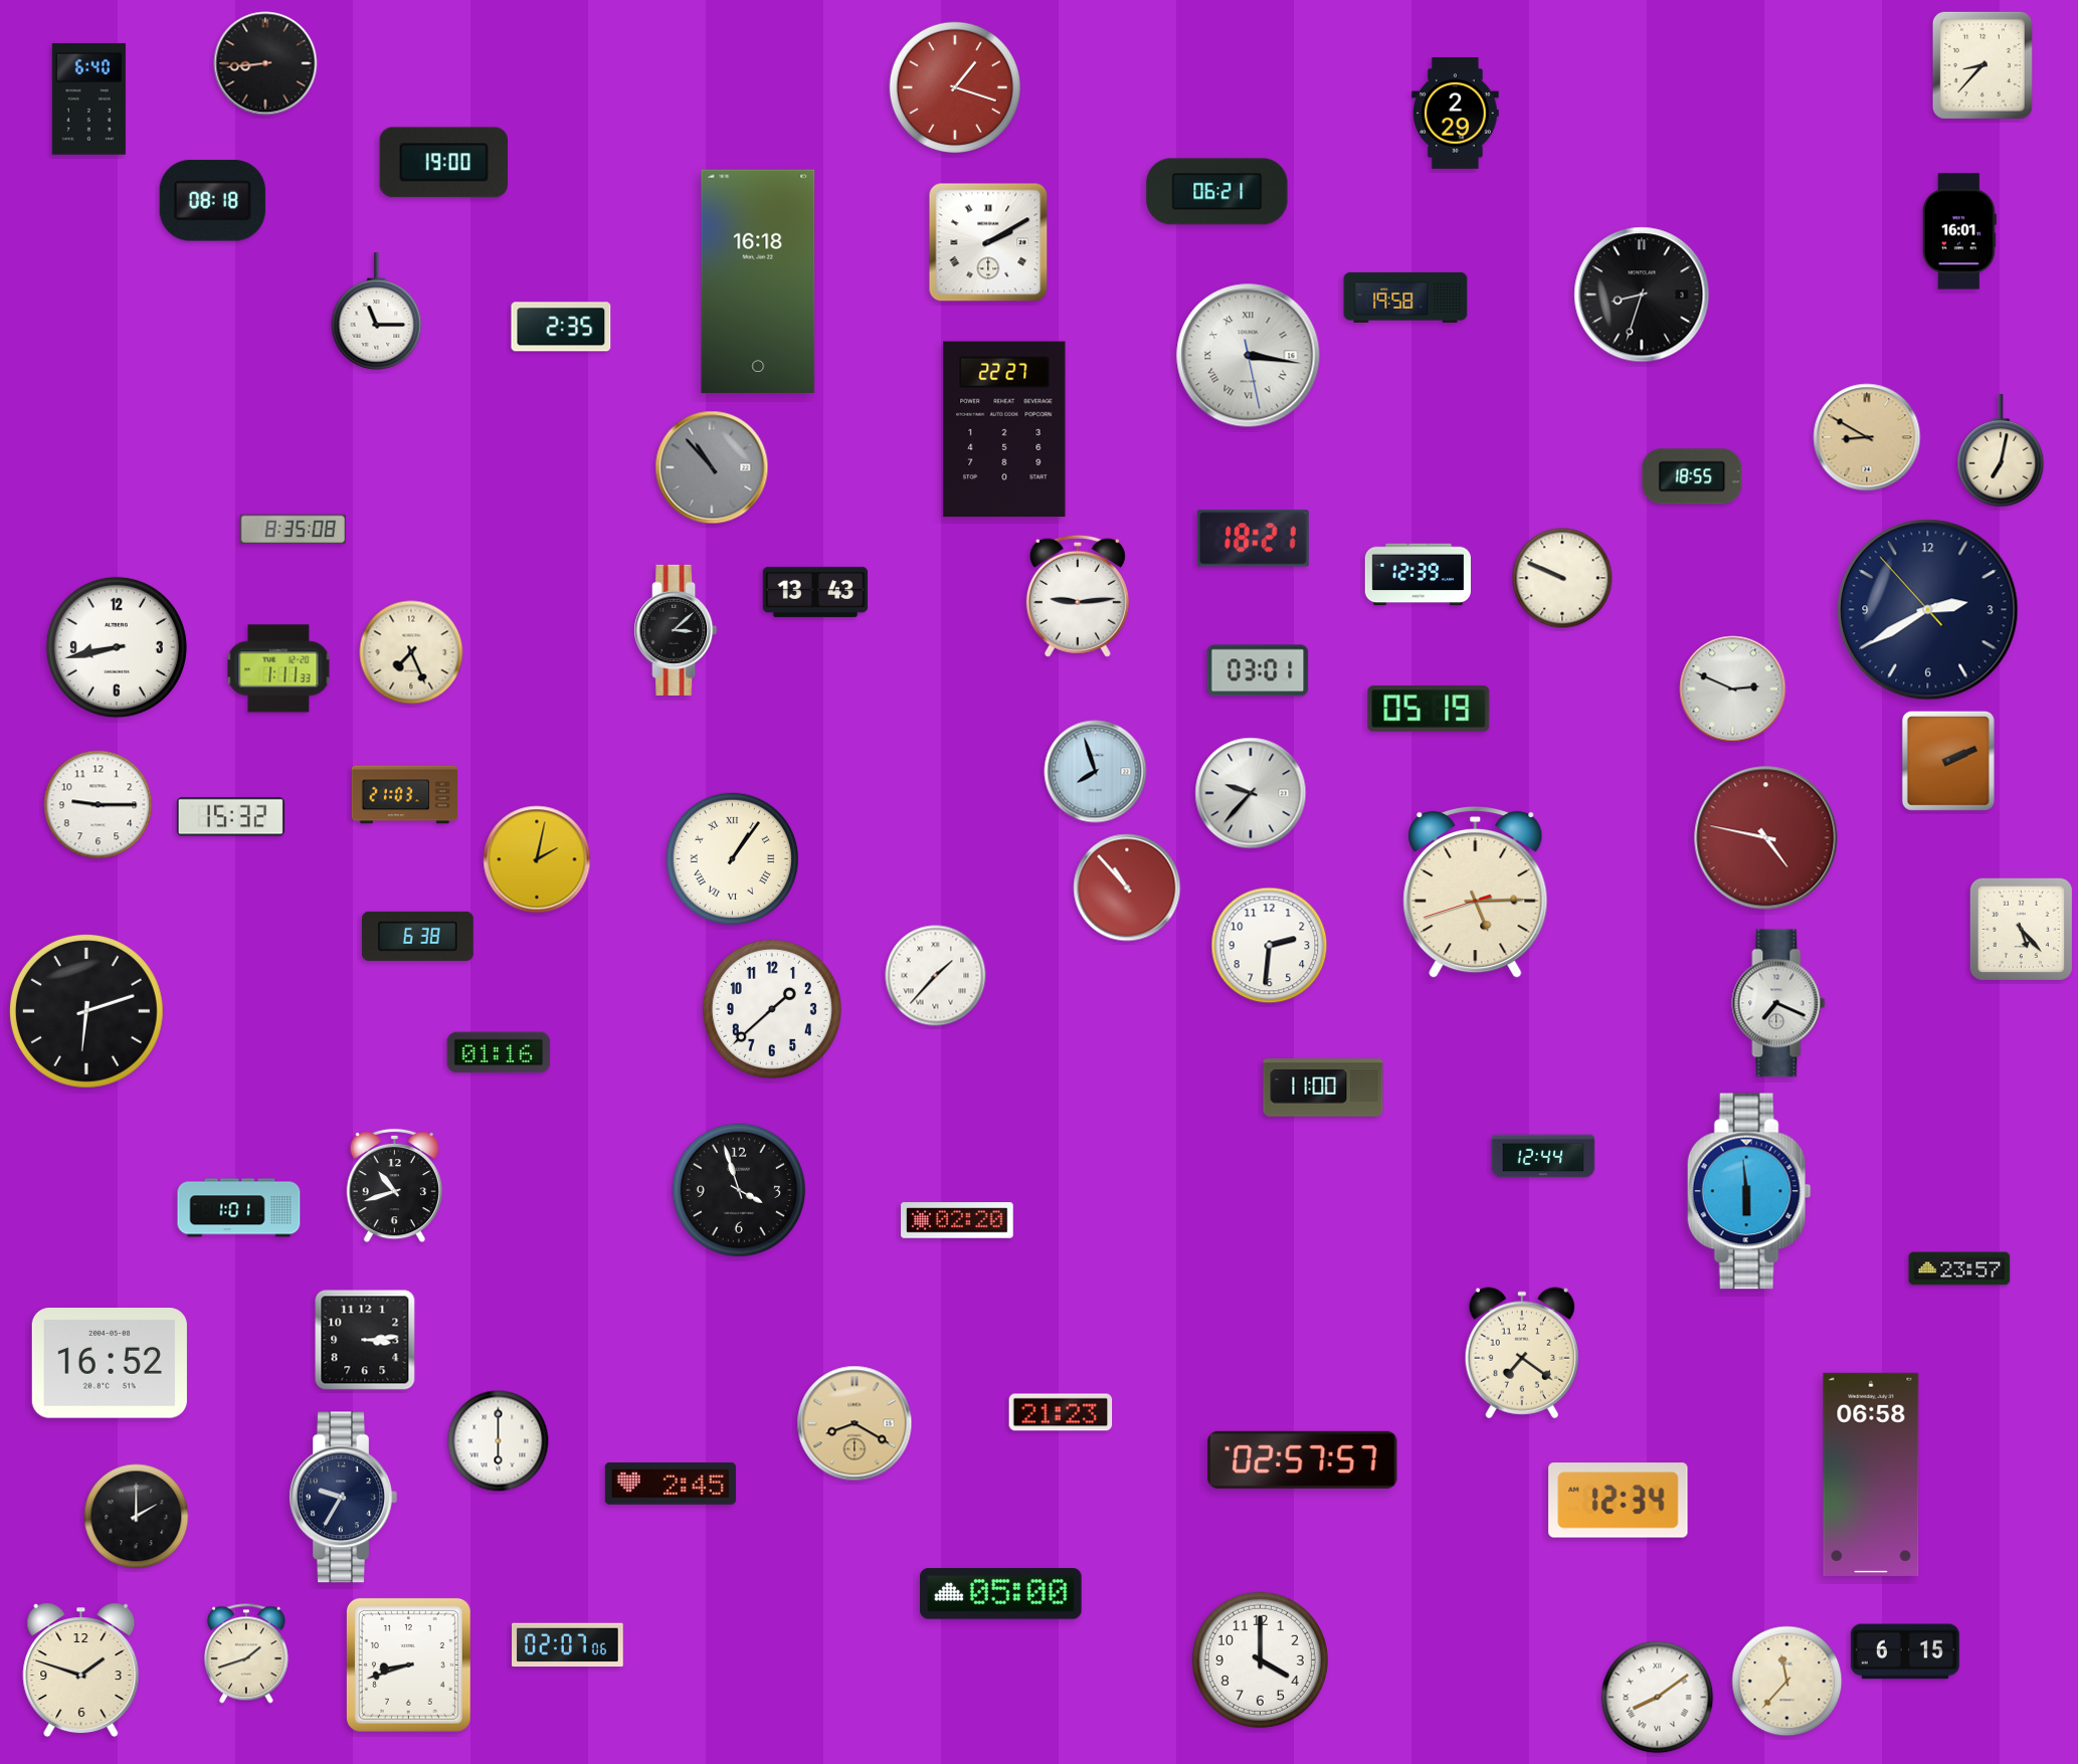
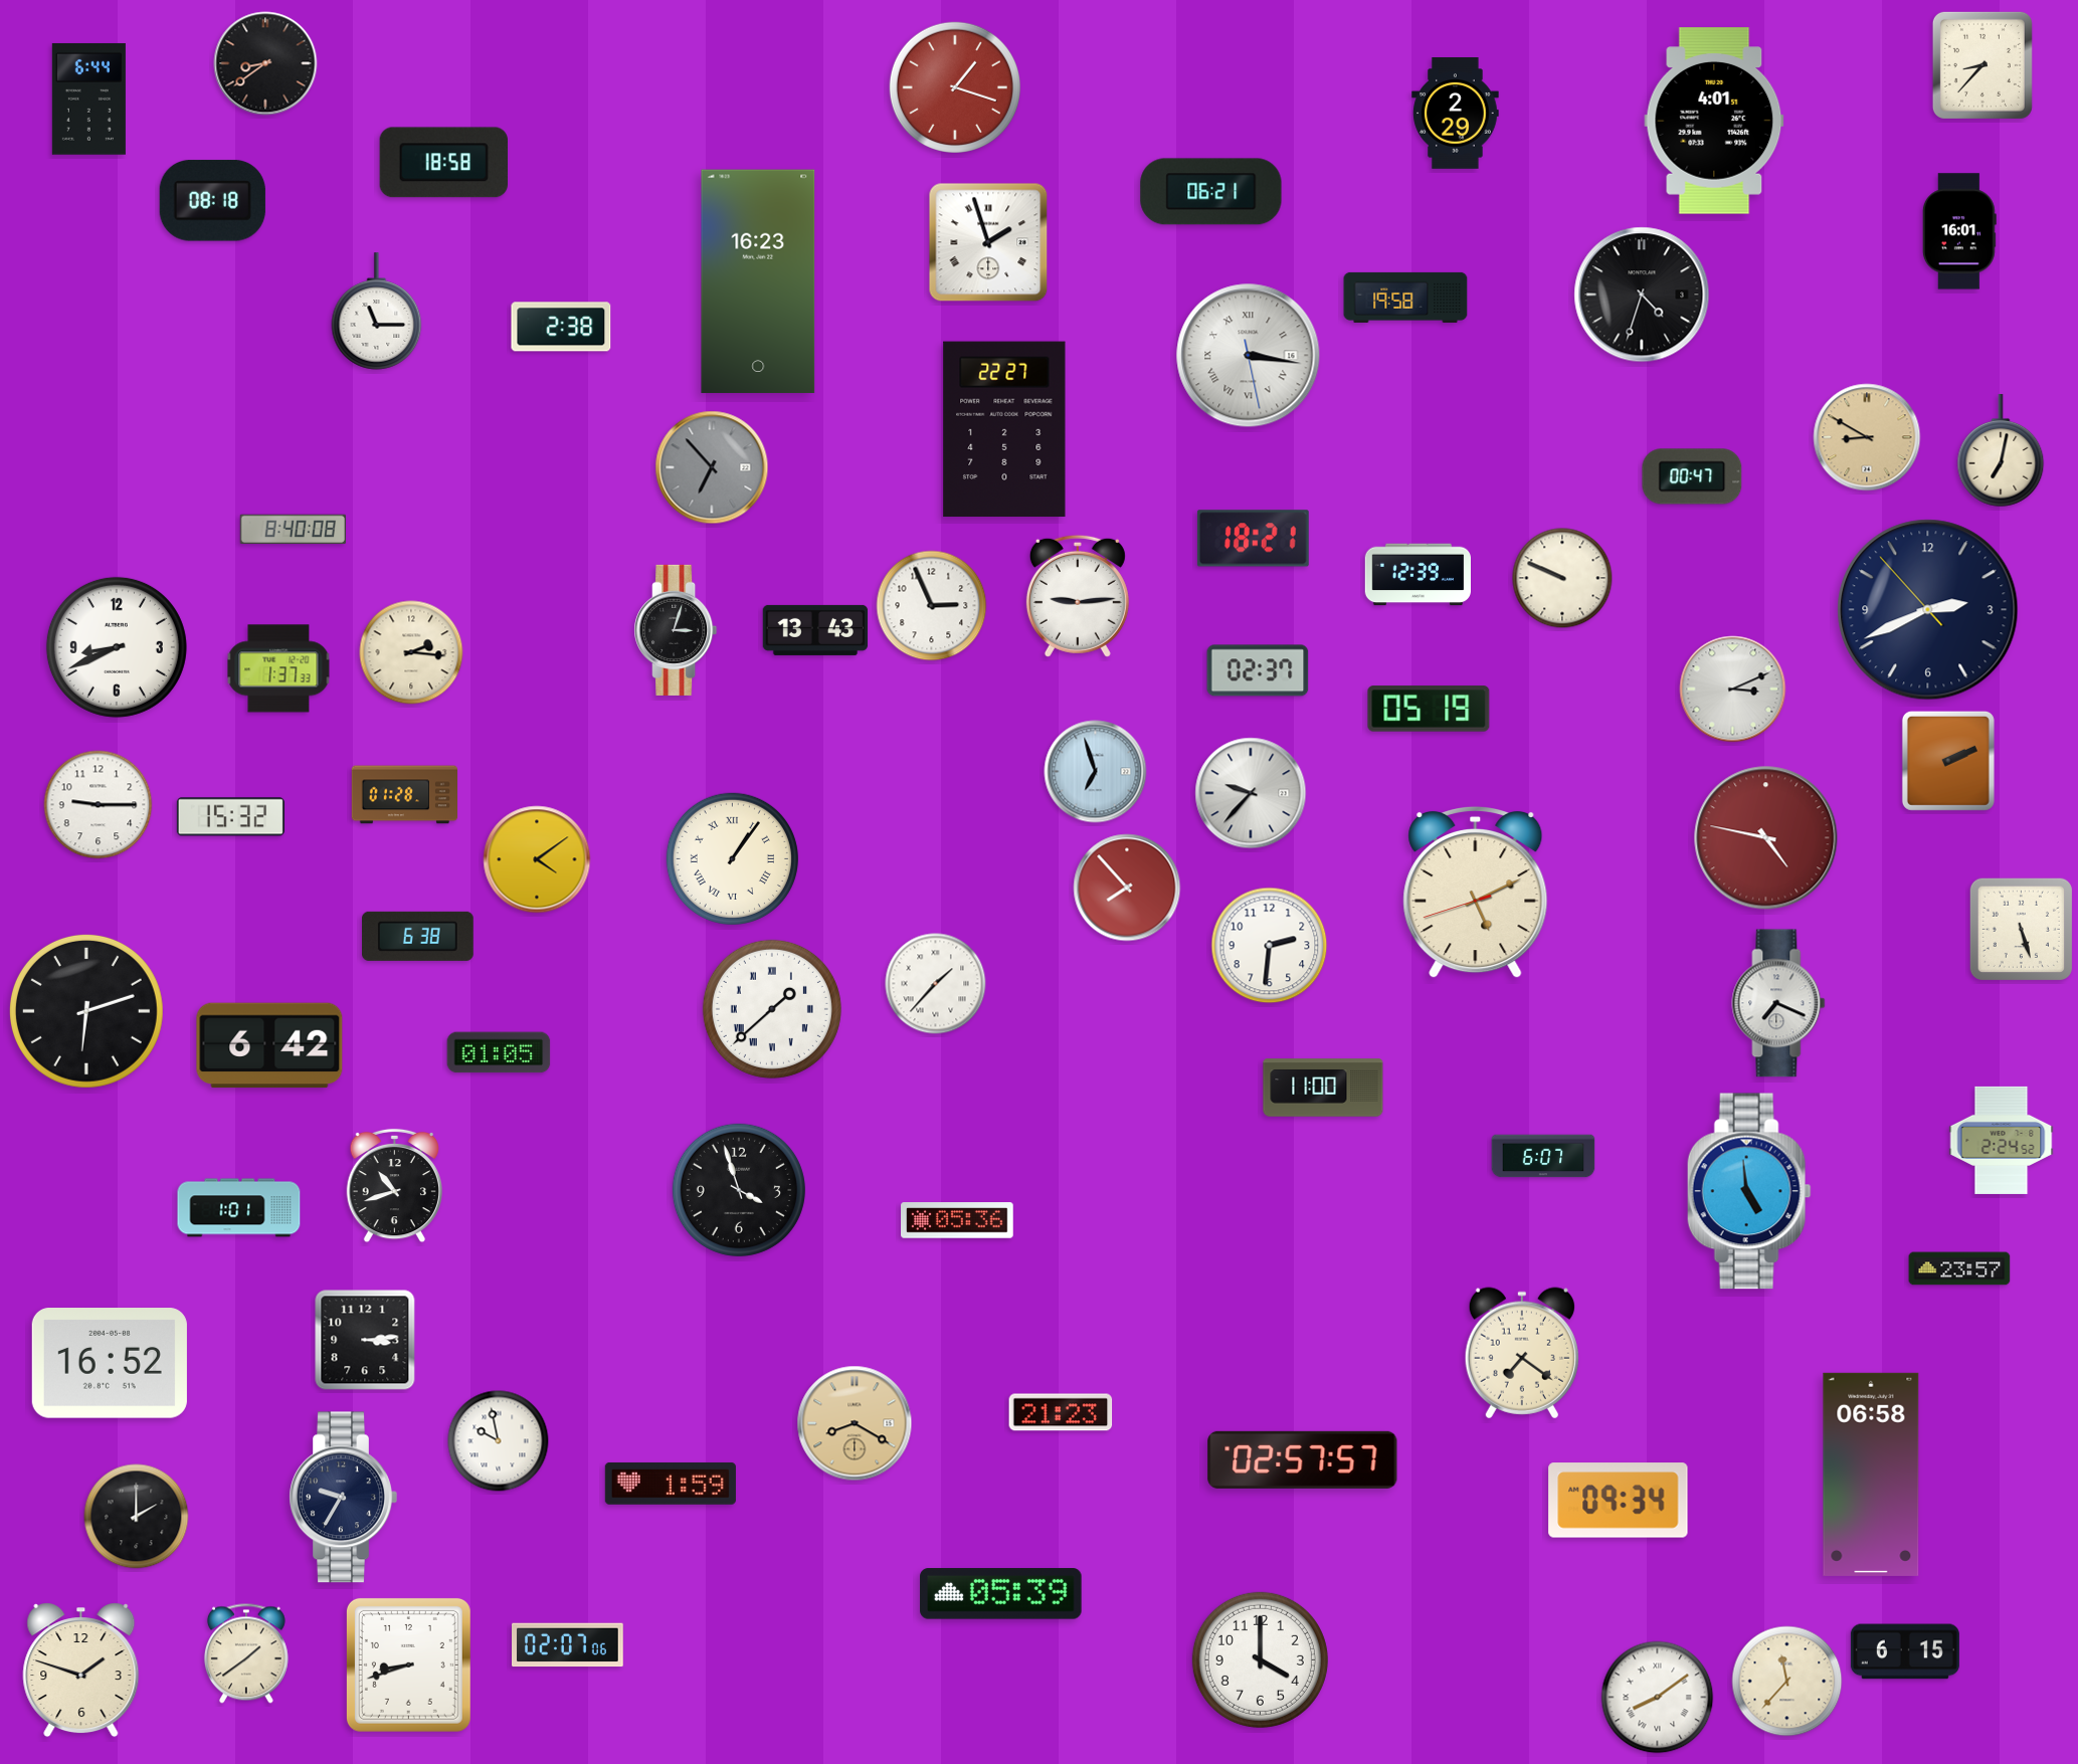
clock at (265, 63): 8:44 -> 8:39
clock at (88, 99): 6:40 -> 6:44
clock at (1714, 121): none -> 4:01
clock at (443, 163): 19:00 -> 18:58
clock at (1217, 192) position: (1217, 192) -> (1211, 192)
clock at (988, 242): 2:10 -> 1:57
clock at (758, 281): 16:18 -> 16:23
clock at (1642, 295): 8:33 -> 4:33
clock at (561, 327): 2:35 -> 2:38
clock at (712, 467): 10:53 -> 6:53
clock at (1692, 476): 18:55 -> 00:47
clock at (293, 530): 8:35 -> 8:40
clock at (815, 592) position: (815, 592) -> (815, 630)
clock at (932, 606): none -> 2:56
clock at (1928, 610): 2:39 -> 2:40
clock at (676, 630): 3:08 -> 3:03
clock at (117, 647): 8:43 -> 8:41
clock at (411, 652): 7:26 -> 2:16
clock at (278, 668): 1:11 -> 1:37
clock at (1258, 670): 03:01 -> 02:37
clock at (1733, 690): 2:49 -> 3:11
clock at (1096, 772): 7:57 -> 6:57
clock at (405, 795): 21:03 -> 01:28
clock at (537, 859): 2:02 -> 4:09
clock at (1127, 888): 10:53 -> 7:53
clock at (1476, 893): 5:14 -> 5:10
clock at (2021, 929): 5:23 -> 5:27
clock at (936, 976) position: (936, 976) -> (936, 984)
clock at (772, 1009) numerals: Arabic -> Roman
clock at (269, 1045): none -> 6:42
clock at (499, 1052): 01:16 -> 01:05
clock at (2002, 1140): none -> 2:24
clock at (1543, 1156): 12:44 -> 6:07
clock at (1749, 1191): 5:59 -> 4:59
clock at (957, 1220): 02:20 -> 05:36
clock at (499, 1441): 6:00 -> 9:58
clock at (671, 1484): 2:45 -> 1:59
clock at (1619, 1501): 12:34 -> 09:34
clock at (1001, 1594): 05:00 -> 05:39
clock at (246, 1653): 1:42 -> 1:39
